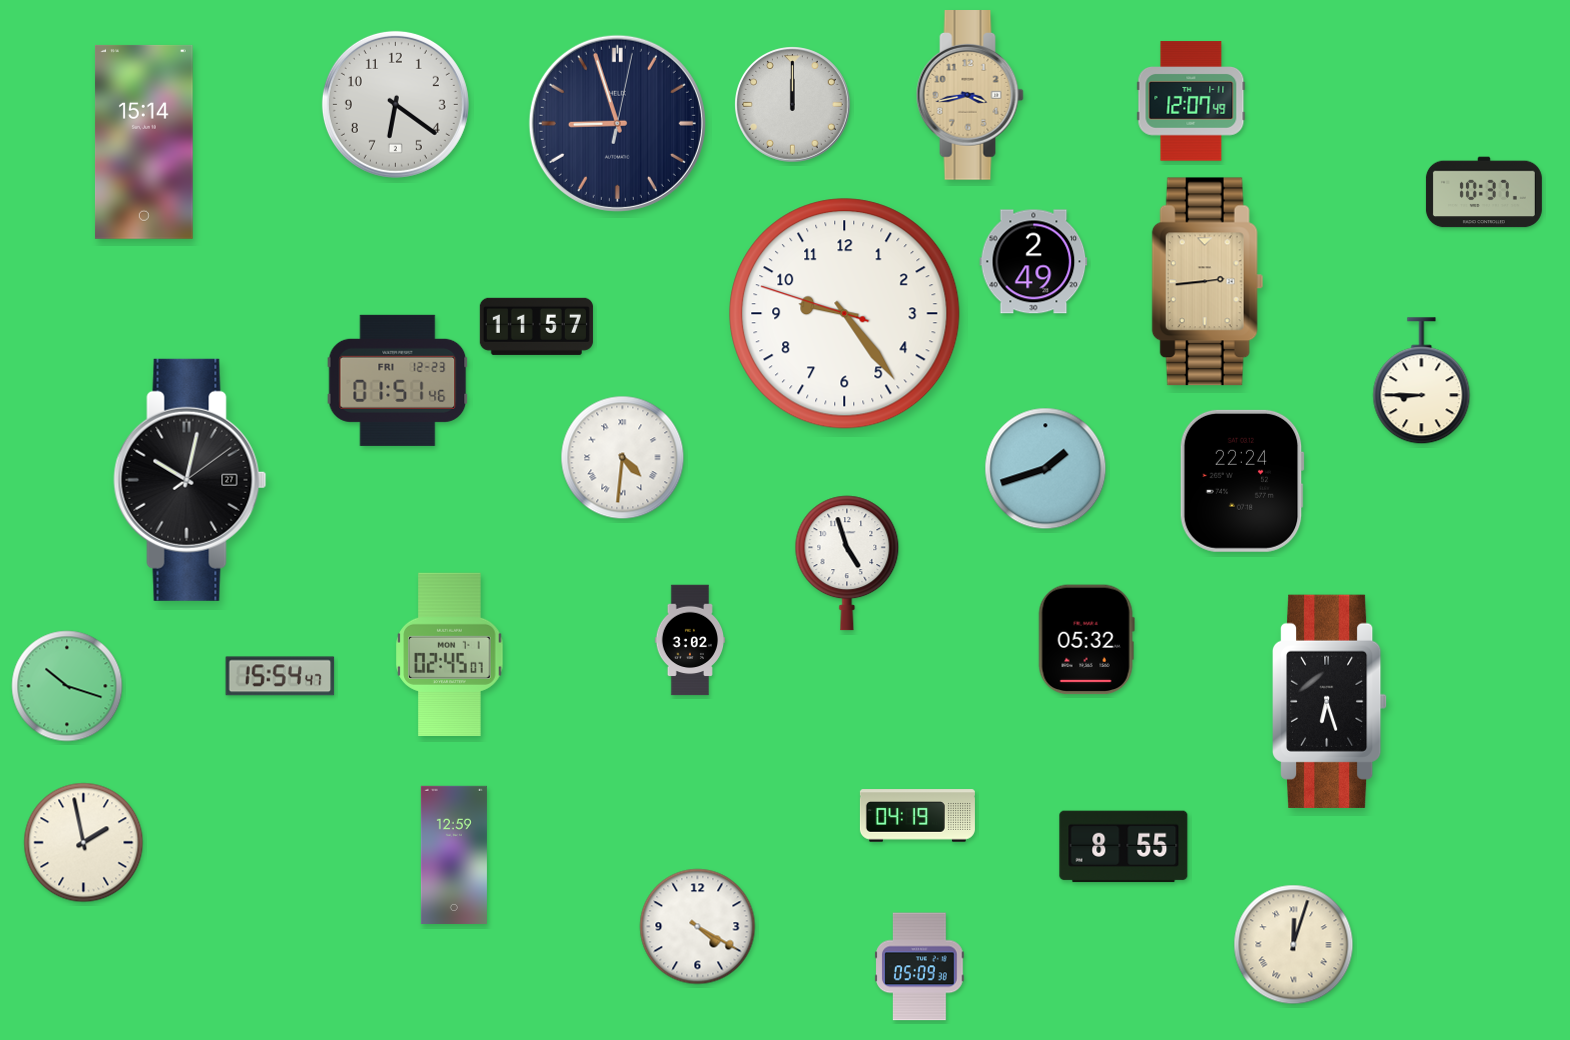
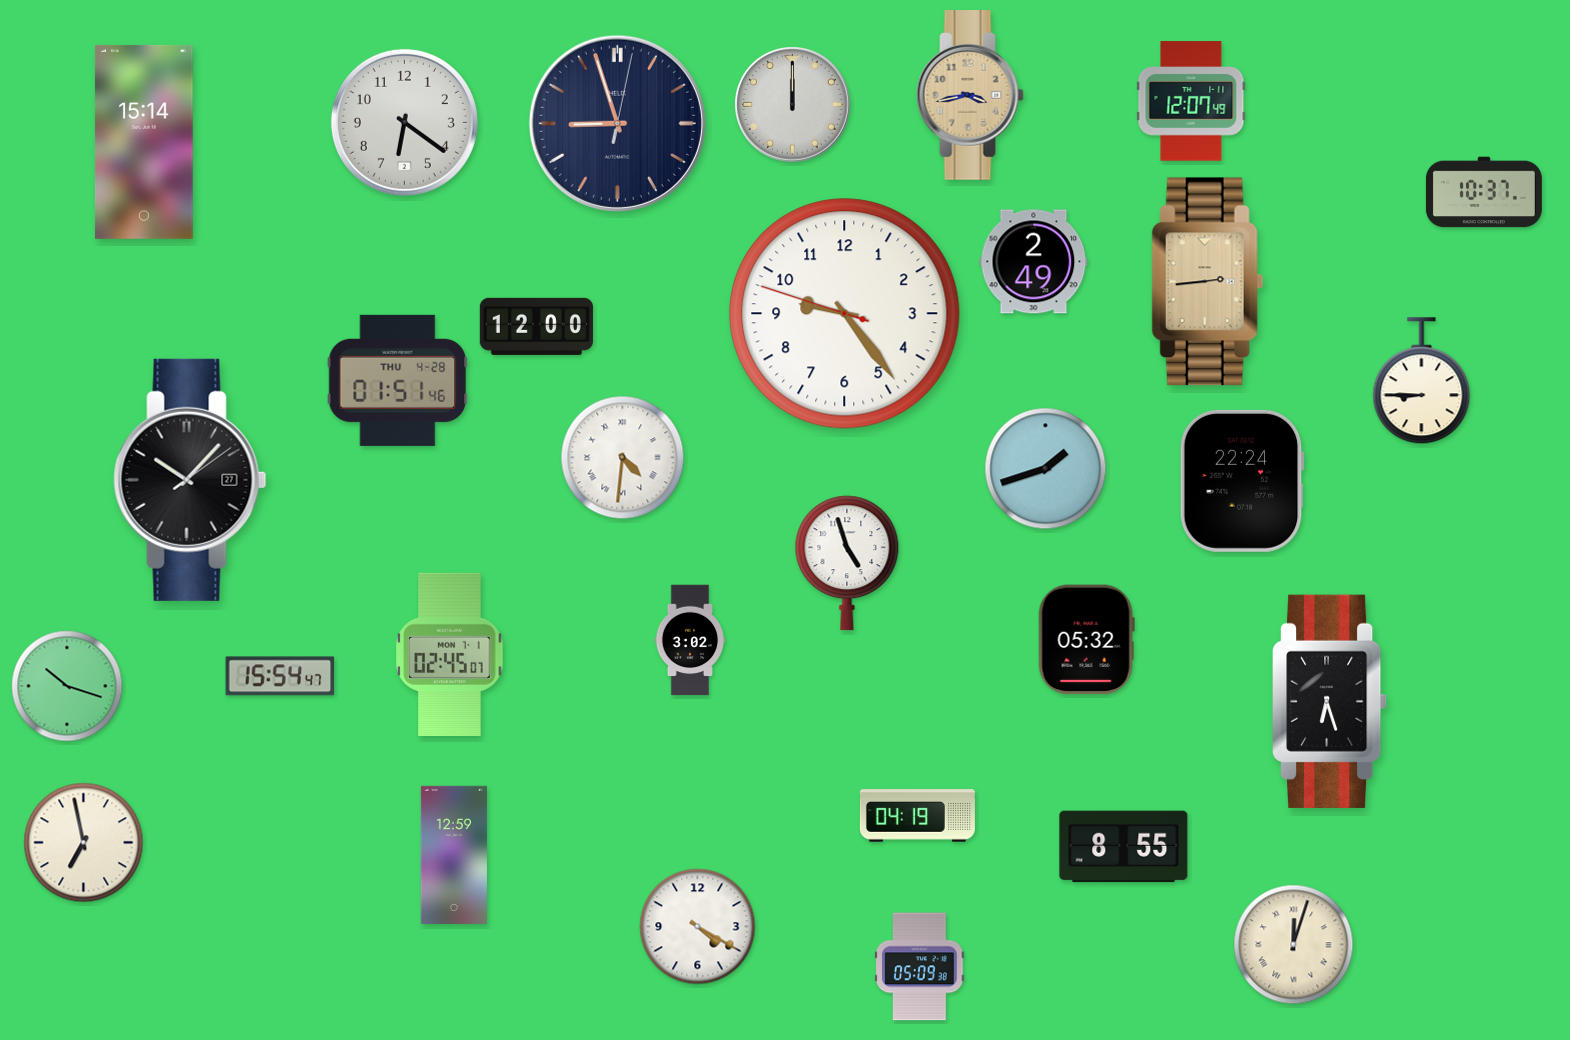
clock at (395, 104) position: (395, 104) -> (404, 122)
clock at (536, 326): 11:57 -> 12:00
clock at (398, 380) date: FRI 12-23 -> THU 4-28
clock at (190, 480): 10:02 -> 10:07
clock at (84, 843): 1:58 -> 6:58
